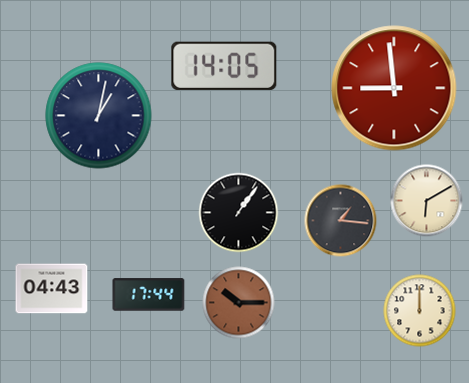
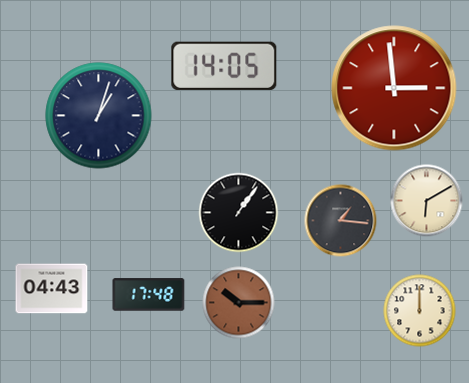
clock at (394, 88): 8:59 -> 2:59
clock at (99, 116): 1:02 -> 1:03
clock at (149, 295): 17:44 -> 17:48
